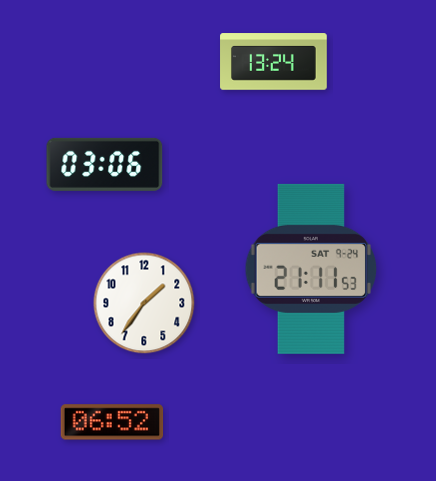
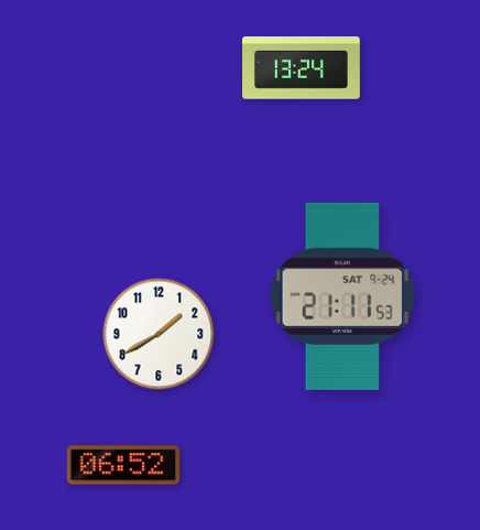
clock at (105, 164): 03:06 -> none
clock at (144, 303): 1:36 -> 1:40
